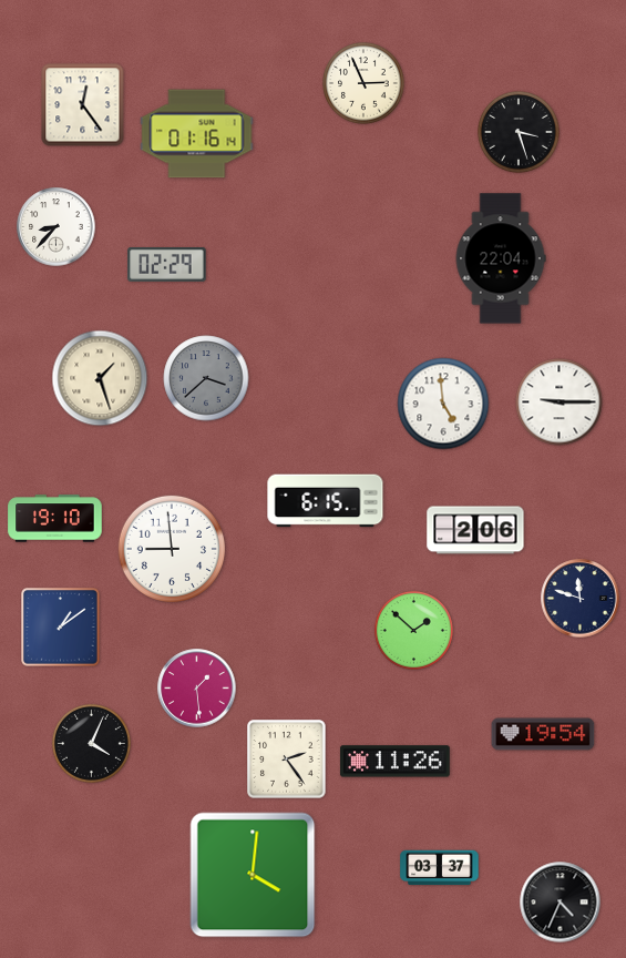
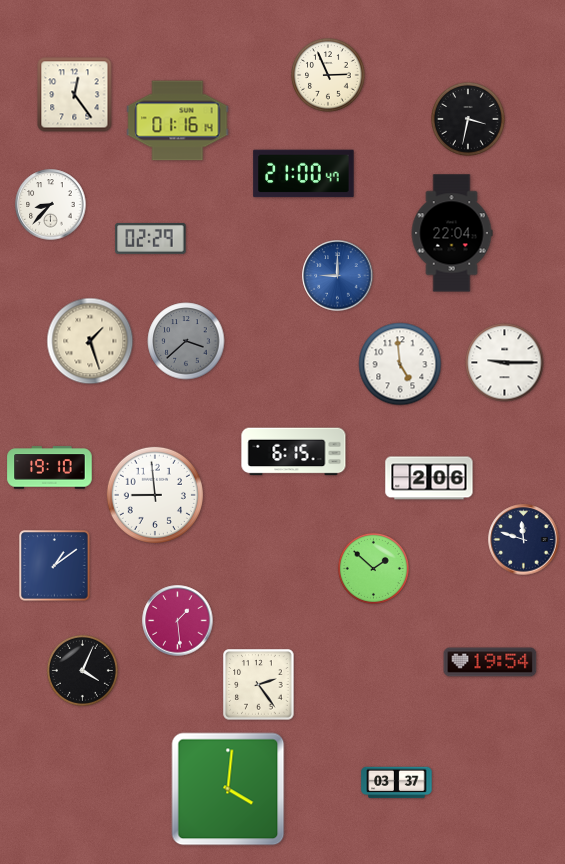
clock at (519, 132): 3:27 -> 3:32
clock at (304, 174): none -> 21:00
clock at (338, 276): none -> 9:00
clock at (396, 762): 11:26 -> none
clock at (561, 903): 4:34 -> none
